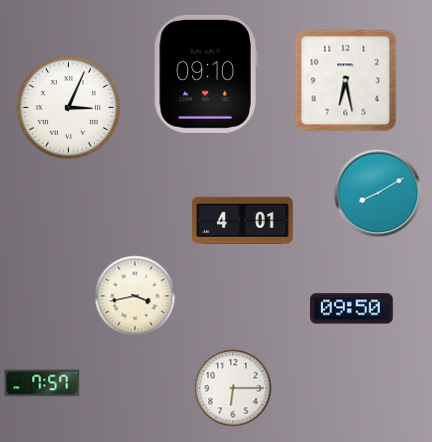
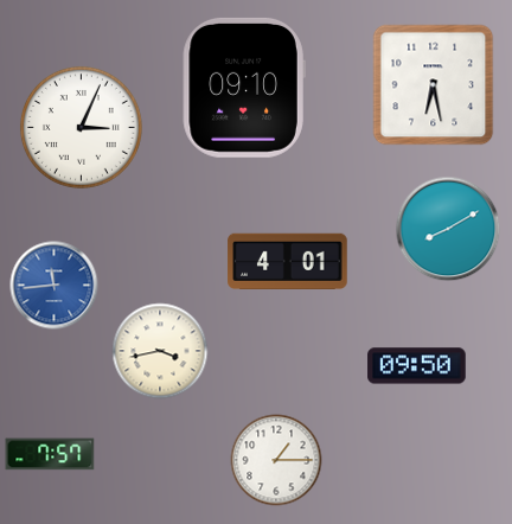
clock at (346, 81) position: (346, 81) -> (434, 85)
clock at (55, 286): none -> 11:44
clock at (233, 388): 6:15 -> 1:15
